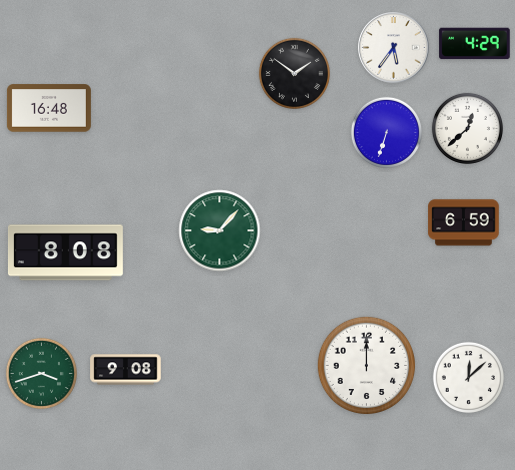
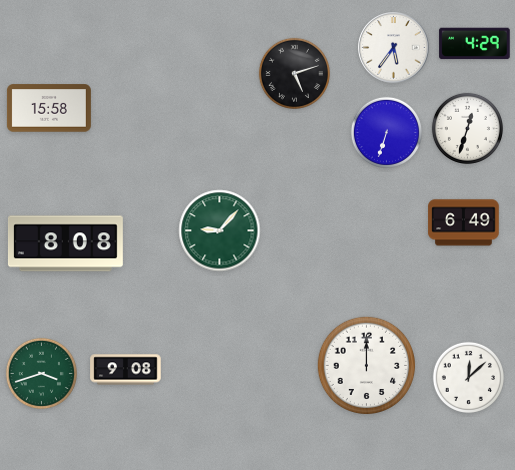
clock at (294, 73): 1:51 -> 5:12
clock at (49, 108): 16:48 -> 15:58
clock at (467, 128): 12:38 -> 12:33
clock at (464, 223): 6:59 -> 6:49
clock at (65, 253) position: (65, 253) -> (65, 244)
